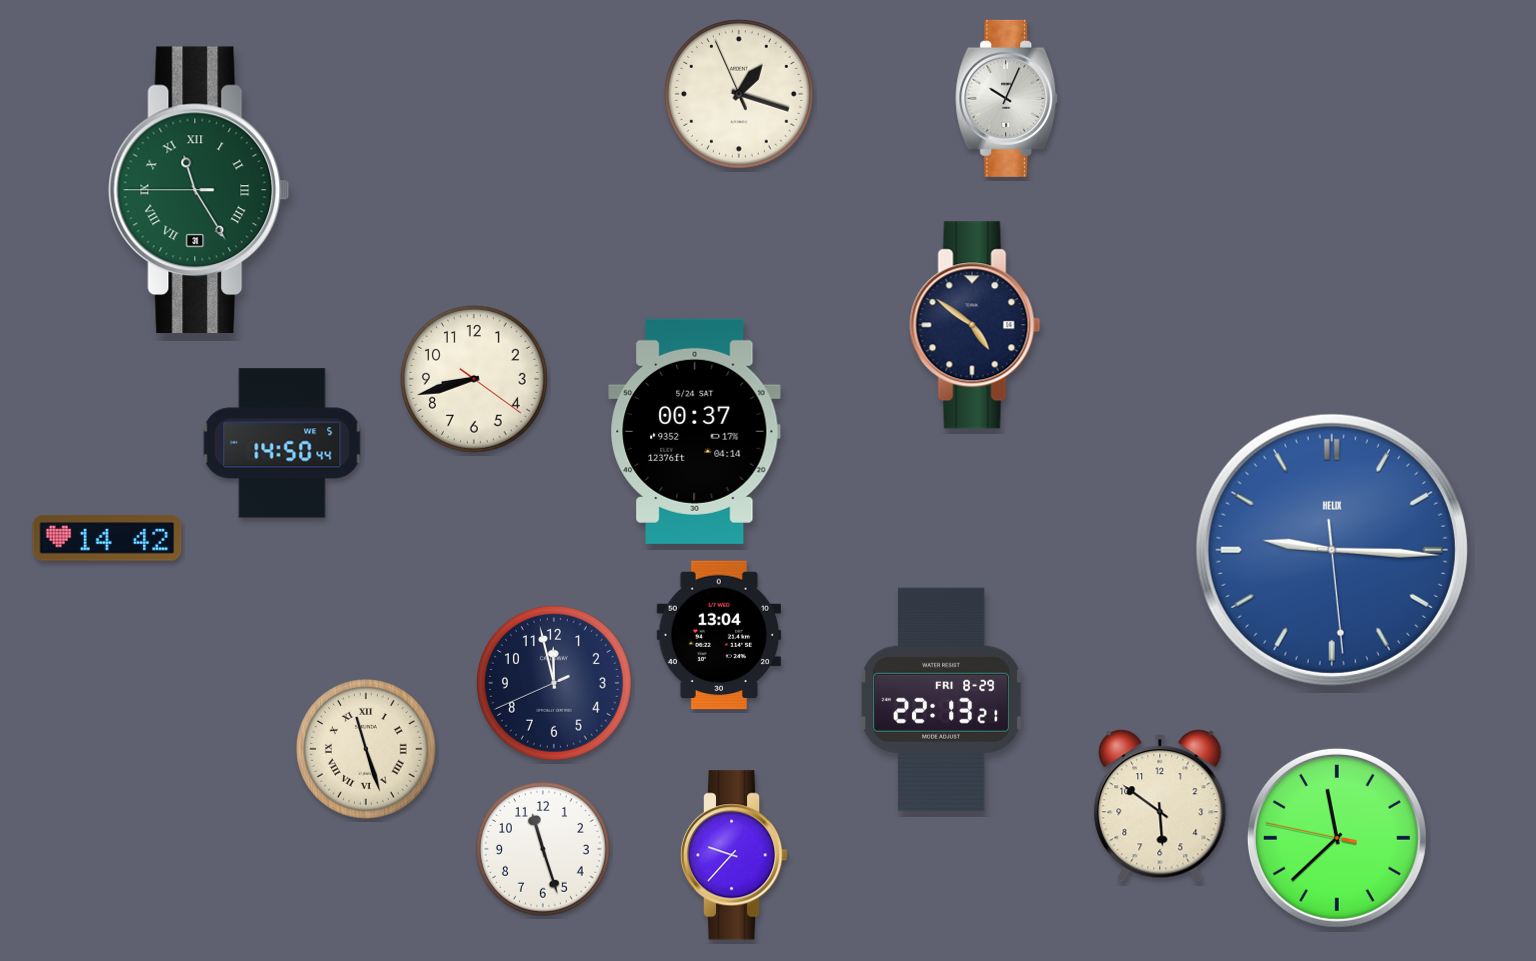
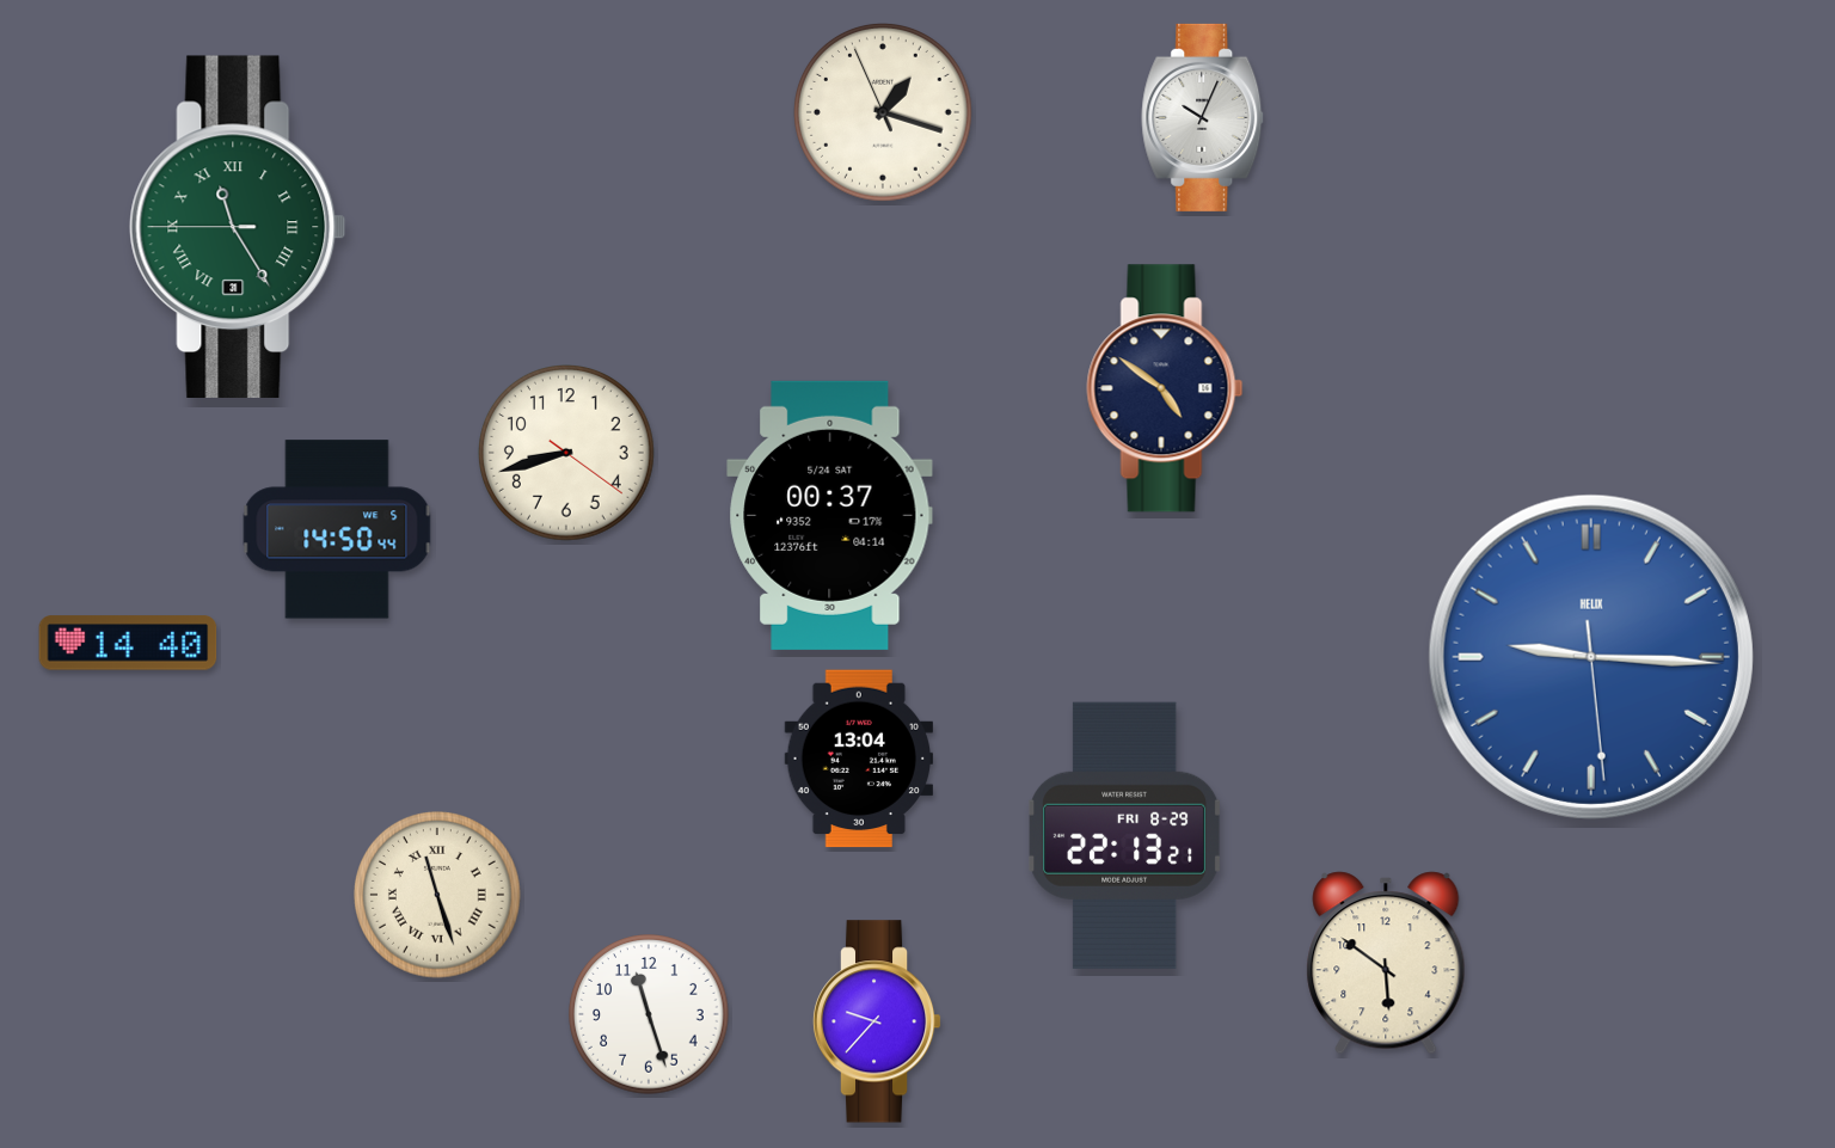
clock at (107, 538): 14:42 -> 14:40
clock at (554, 683): 11:57 -> none
clock at (1337, 838): 11:37 -> none
